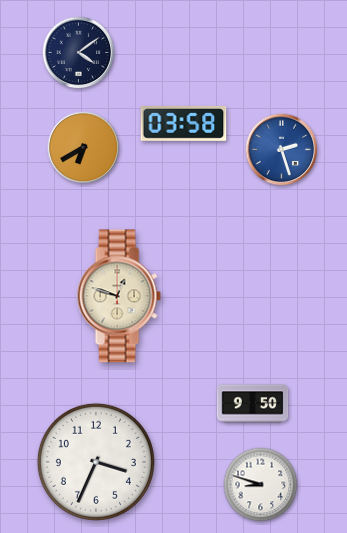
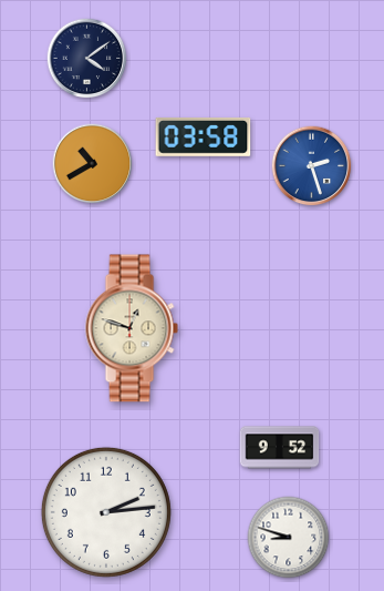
clock at (84, 148): 6:40 -> 10:40
clock at (253, 404): 9:50 -> 9:52
clock at (96, 462): 3:34 -> 2:14
